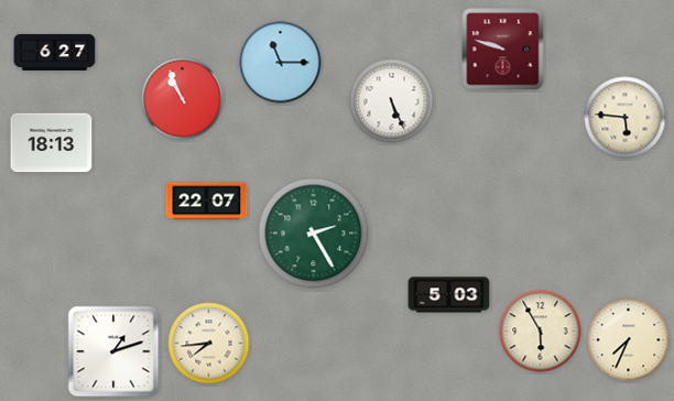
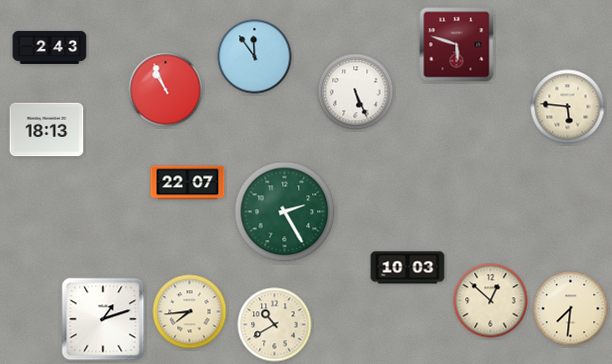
clock at (503, 50): 9:48 -> 5:48
clock at (55, 52): 6:27 -> 2:43
clock at (281, 63): 11:15 -> 11:54
clock at (449, 295): 5:03 -> 10:03
clock at (541, 332): 5:55 -> 12:52
clock at (629, 340): 7:34 -> 7:31
clock at (275, 325): none -> 10:40
